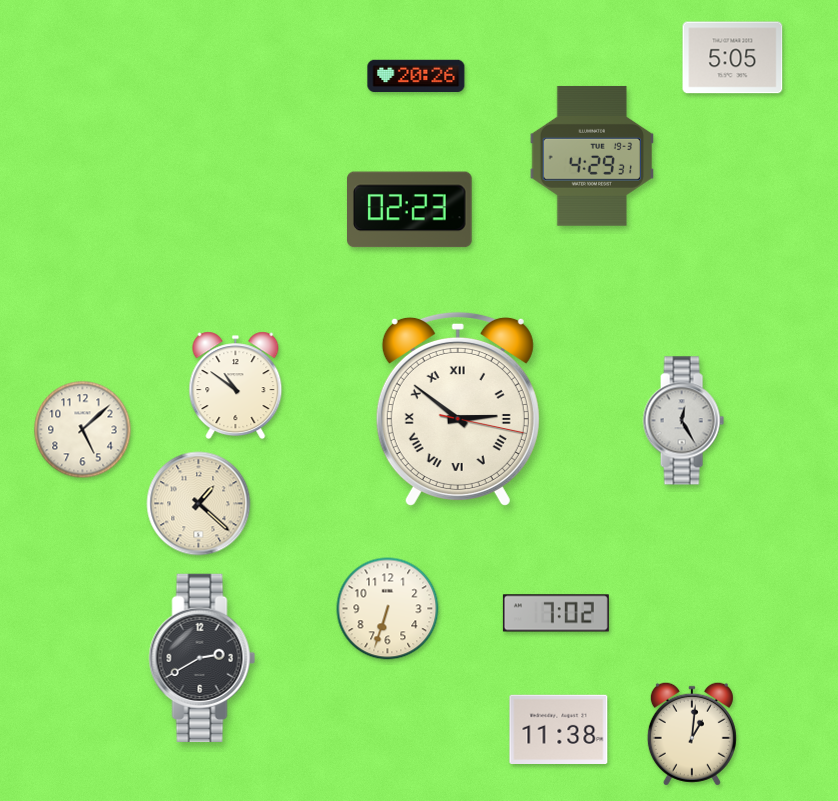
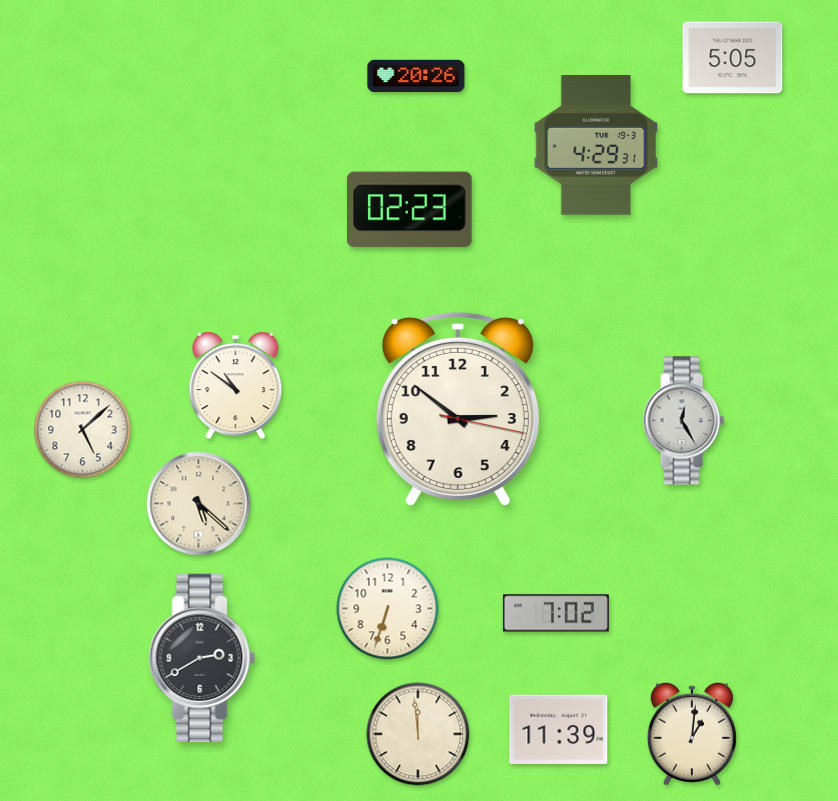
clock at (592, 156) position: (592, 156) -> (596, 145)
clock at (458, 409) numerals: Roman -> Arabic
clock at (199, 504): 1:22 -> 5:22
clock at (559, 729): 11:38 -> 11:39
clock at (418, 734): none -> 11:59
